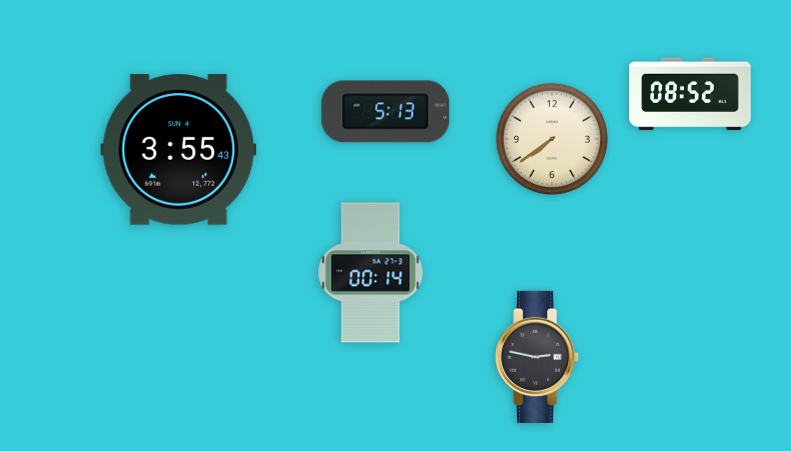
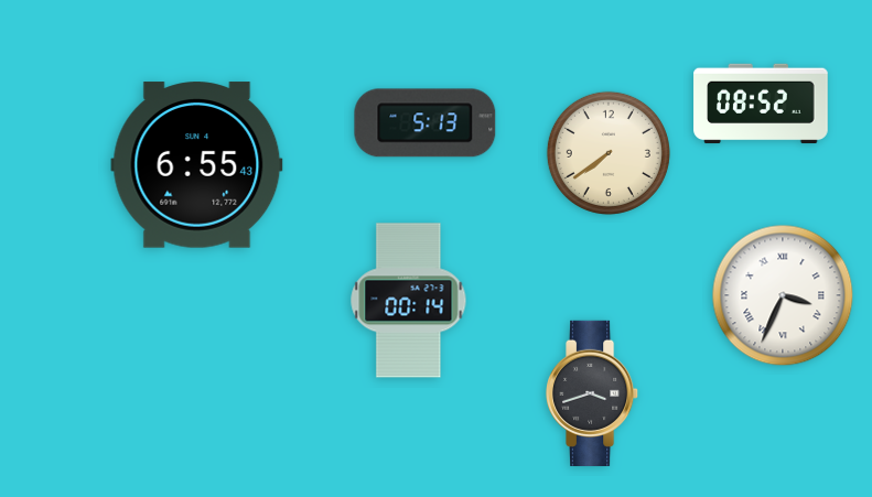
clock at (179, 150): 3:55 -> 6:55
clock at (783, 295): none -> 3:34
clock at (538, 357): 2:47 -> 3:42
